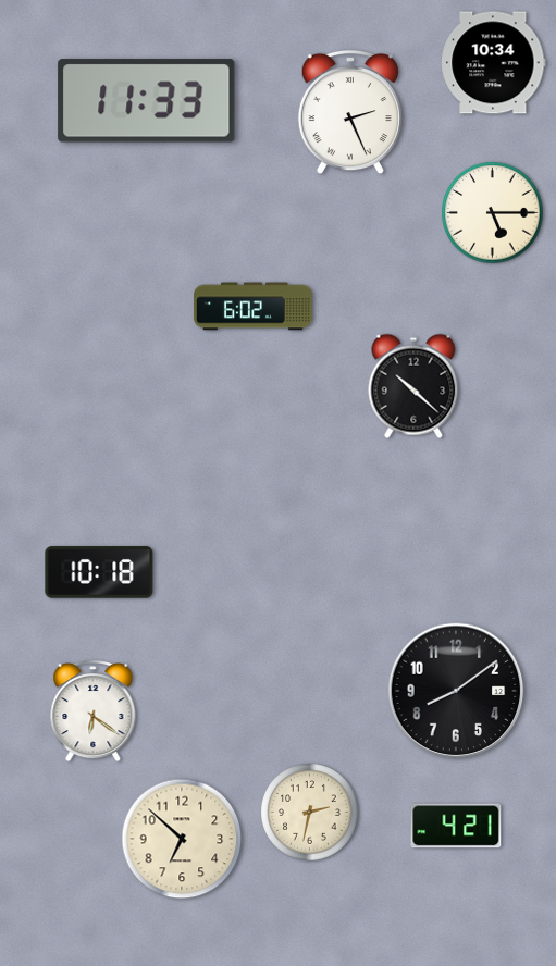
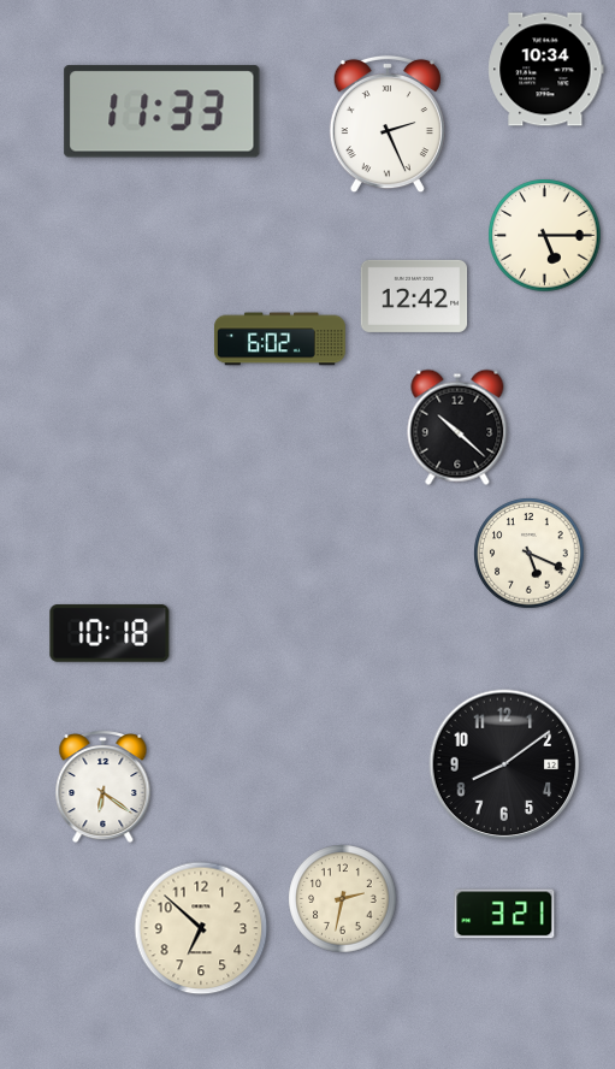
clock at (414, 296): none -> 12:42
clock at (530, 554): none -> 5:19
clock at (456, 826): 4:21 -> 3:21
